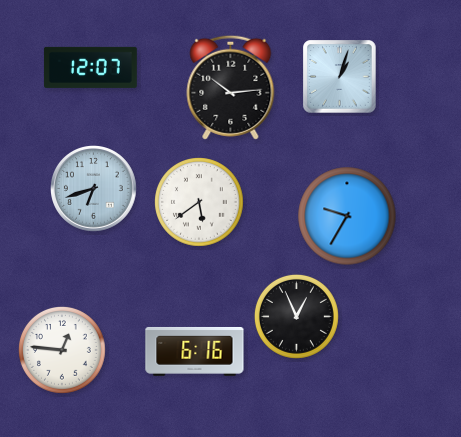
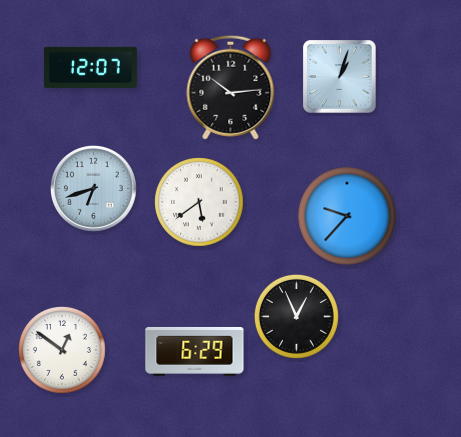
clock at (347, 216): 9:35 -> 9:37
clock at (63, 351): 12:46 -> 12:51
clock at (195, 351): 6:16 -> 6:29
